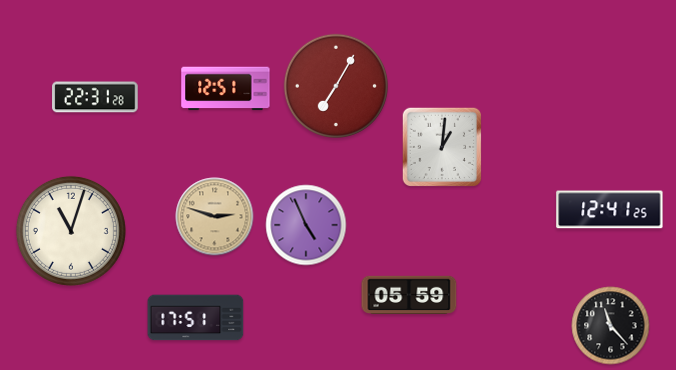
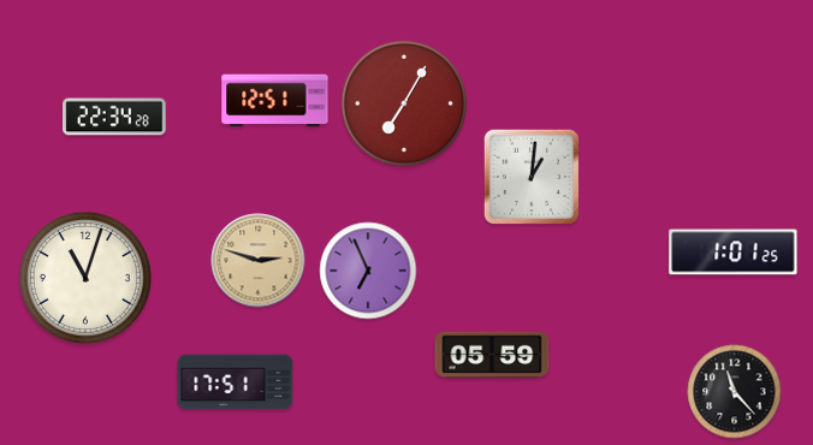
clock at (226, 89) position: (226, 89) -> (275, 101)
clock at (95, 97): 22:31 -> 22:34
clock at (610, 210): 12:41 -> 1:01
clock at (306, 225): 4:56 -> 6:56
